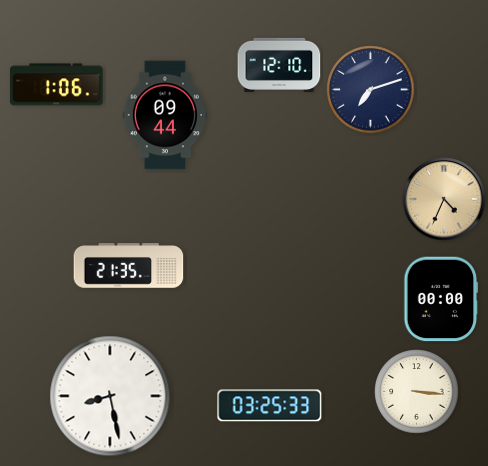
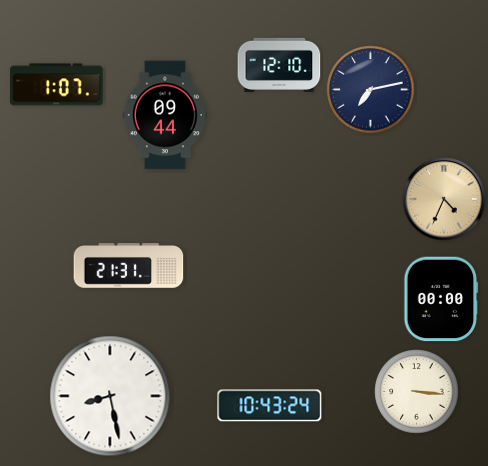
clock at (57, 85): 1:06 -> 1:07
clock at (371, 90): 7:12 -> 7:13
clock at (129, 266): 21:35 -> 21:31
clock at (270, 406): 03:25 -> 10:43
